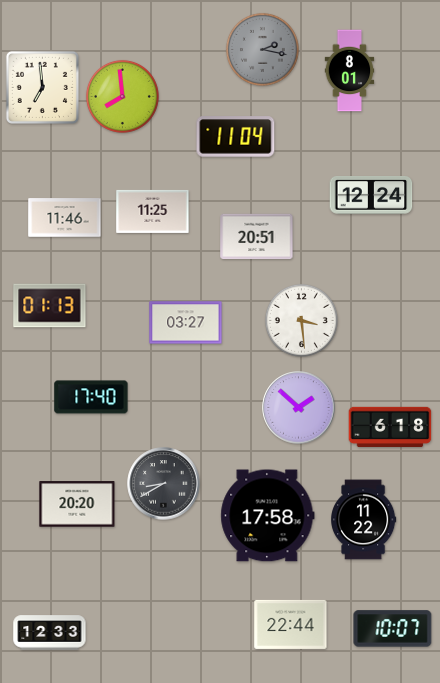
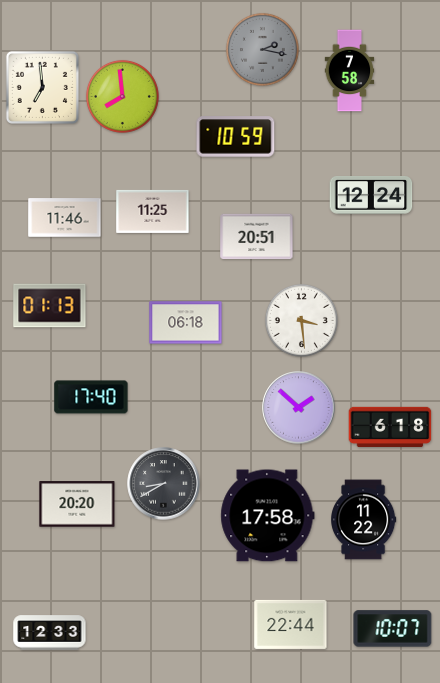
clock at (350, 71): 8:01 -> 7:58
clock at (236, 137): 11:04 -> 10:59
clock at (186, 323): 03:27 -> 06:18
